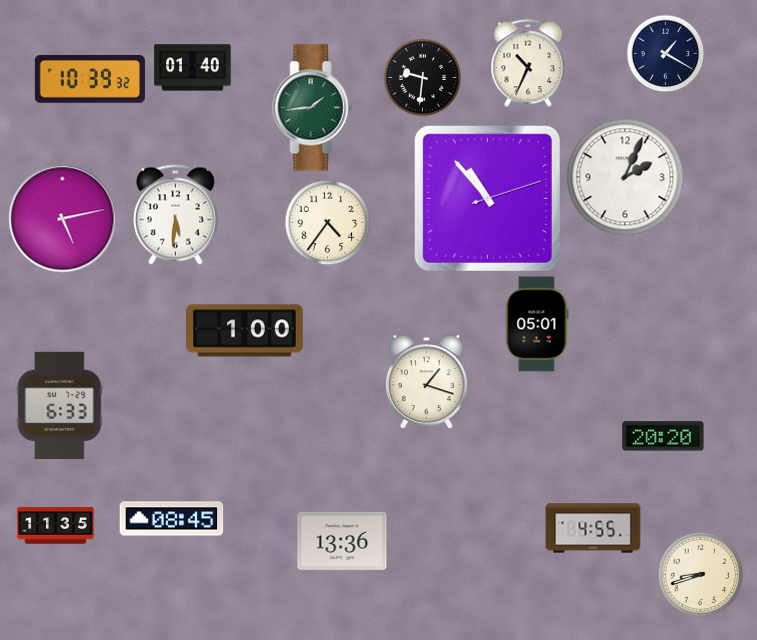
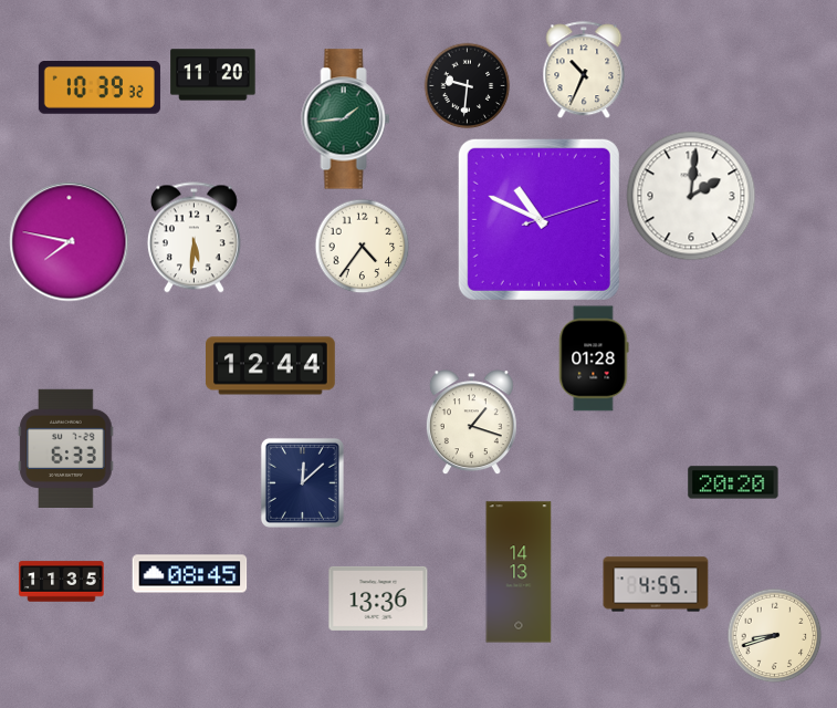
clock at (665, 53): 1:20 -> none
clock at (193, 68): 01:40 -> 11:20
clock at (625, 177): 2:04 -> 2:01
clock at (487, 198): 10:53 -> 10:49
clock at (63, 219): 5:13 -> 7:47
clock at (537, 324): 05:01 -> 01:28
clock at (245, 331): 1:00 -> 12:44
clock at (302, 482): none -> 12:08
clock at (519, 572): none -> 14:13
